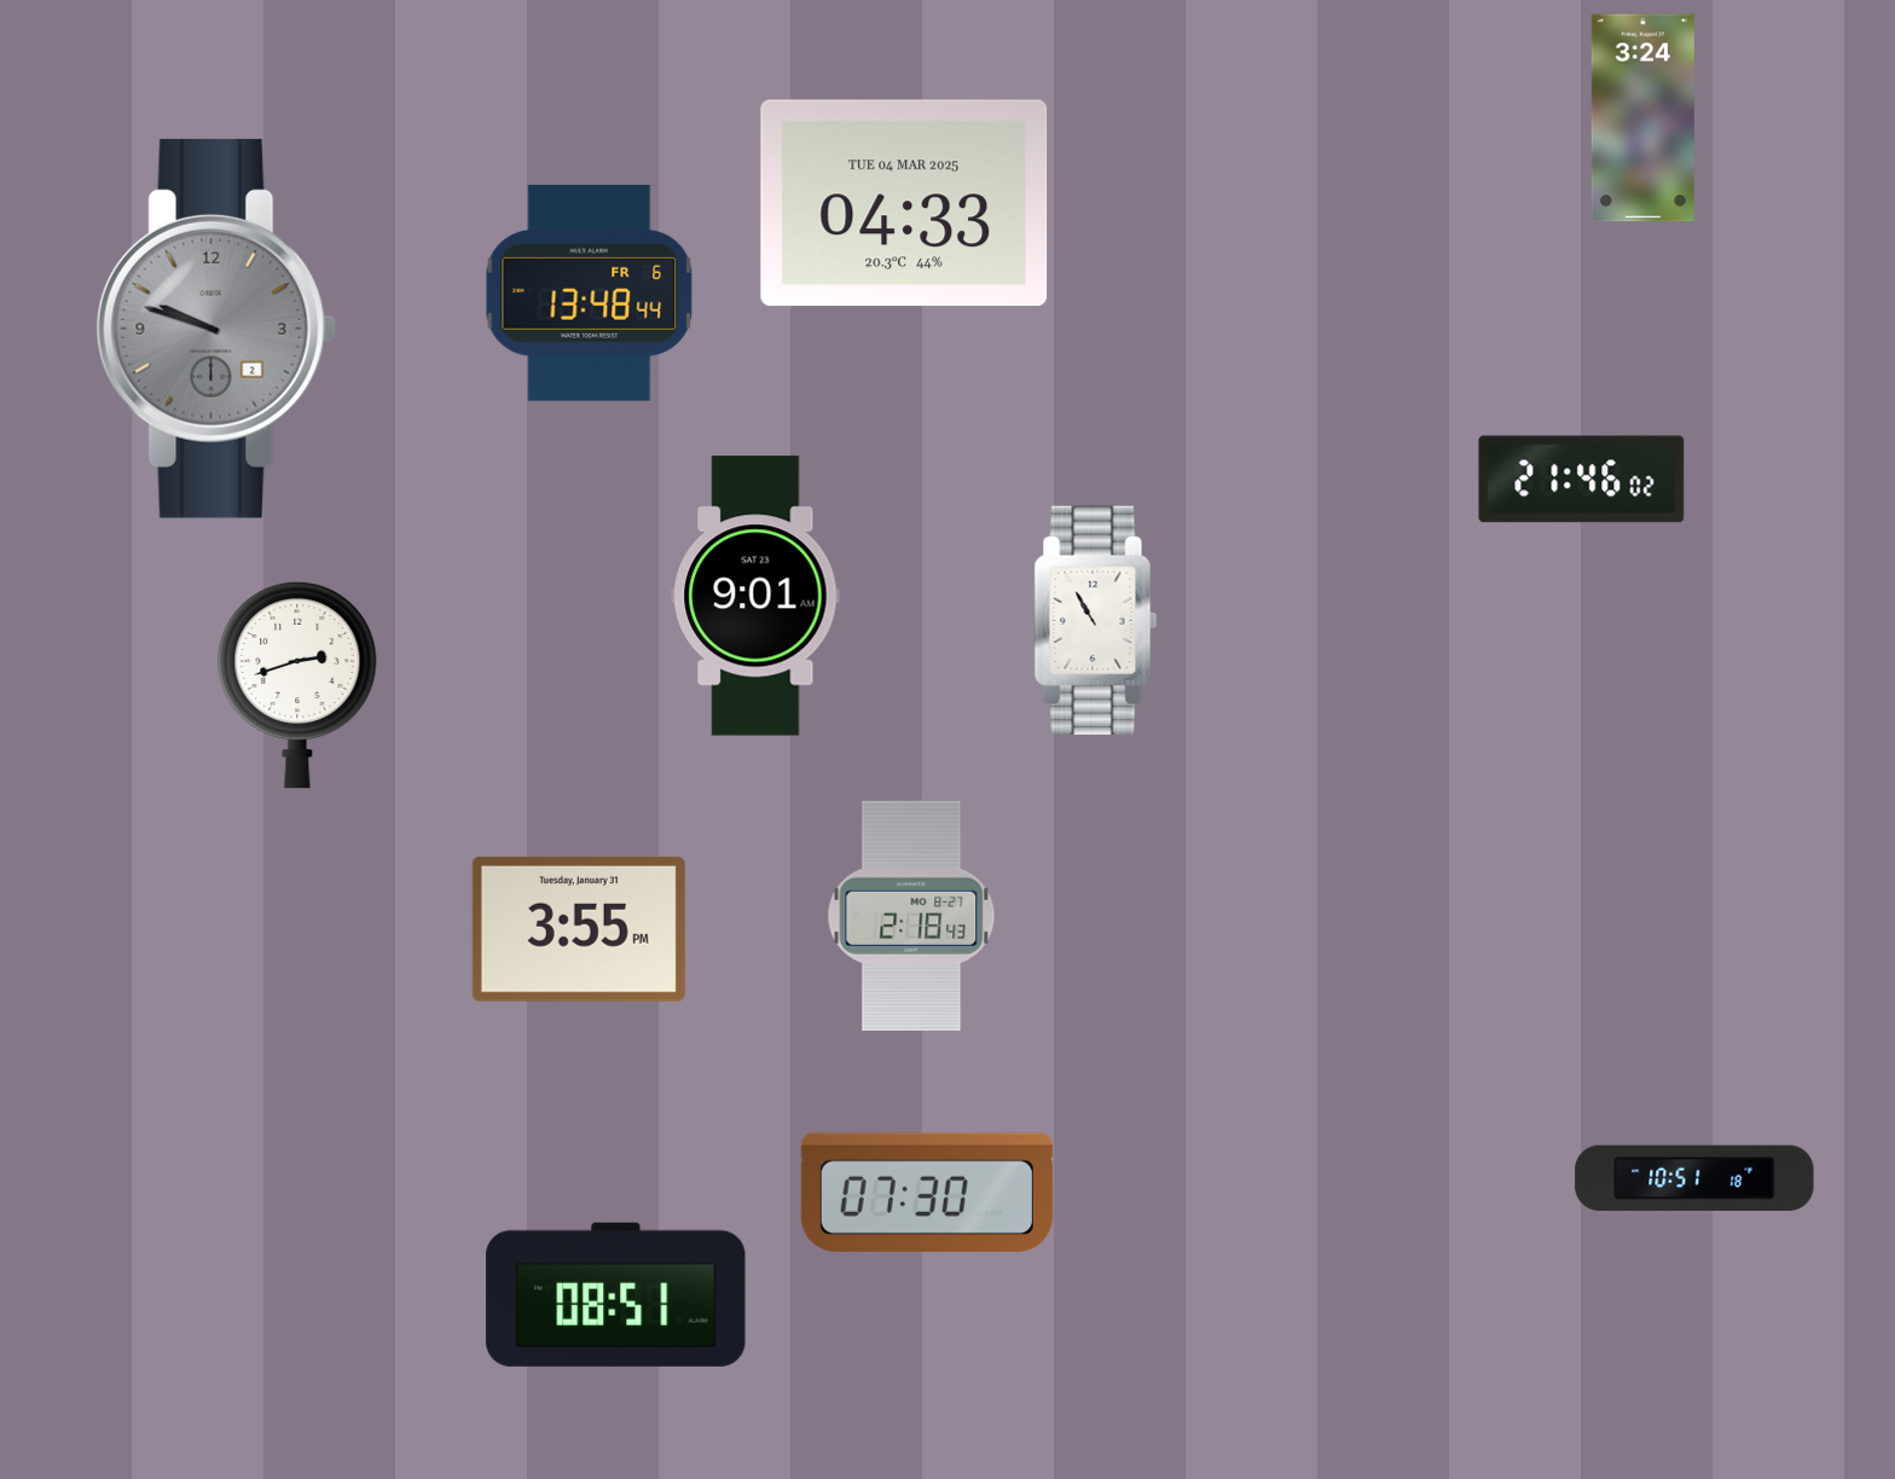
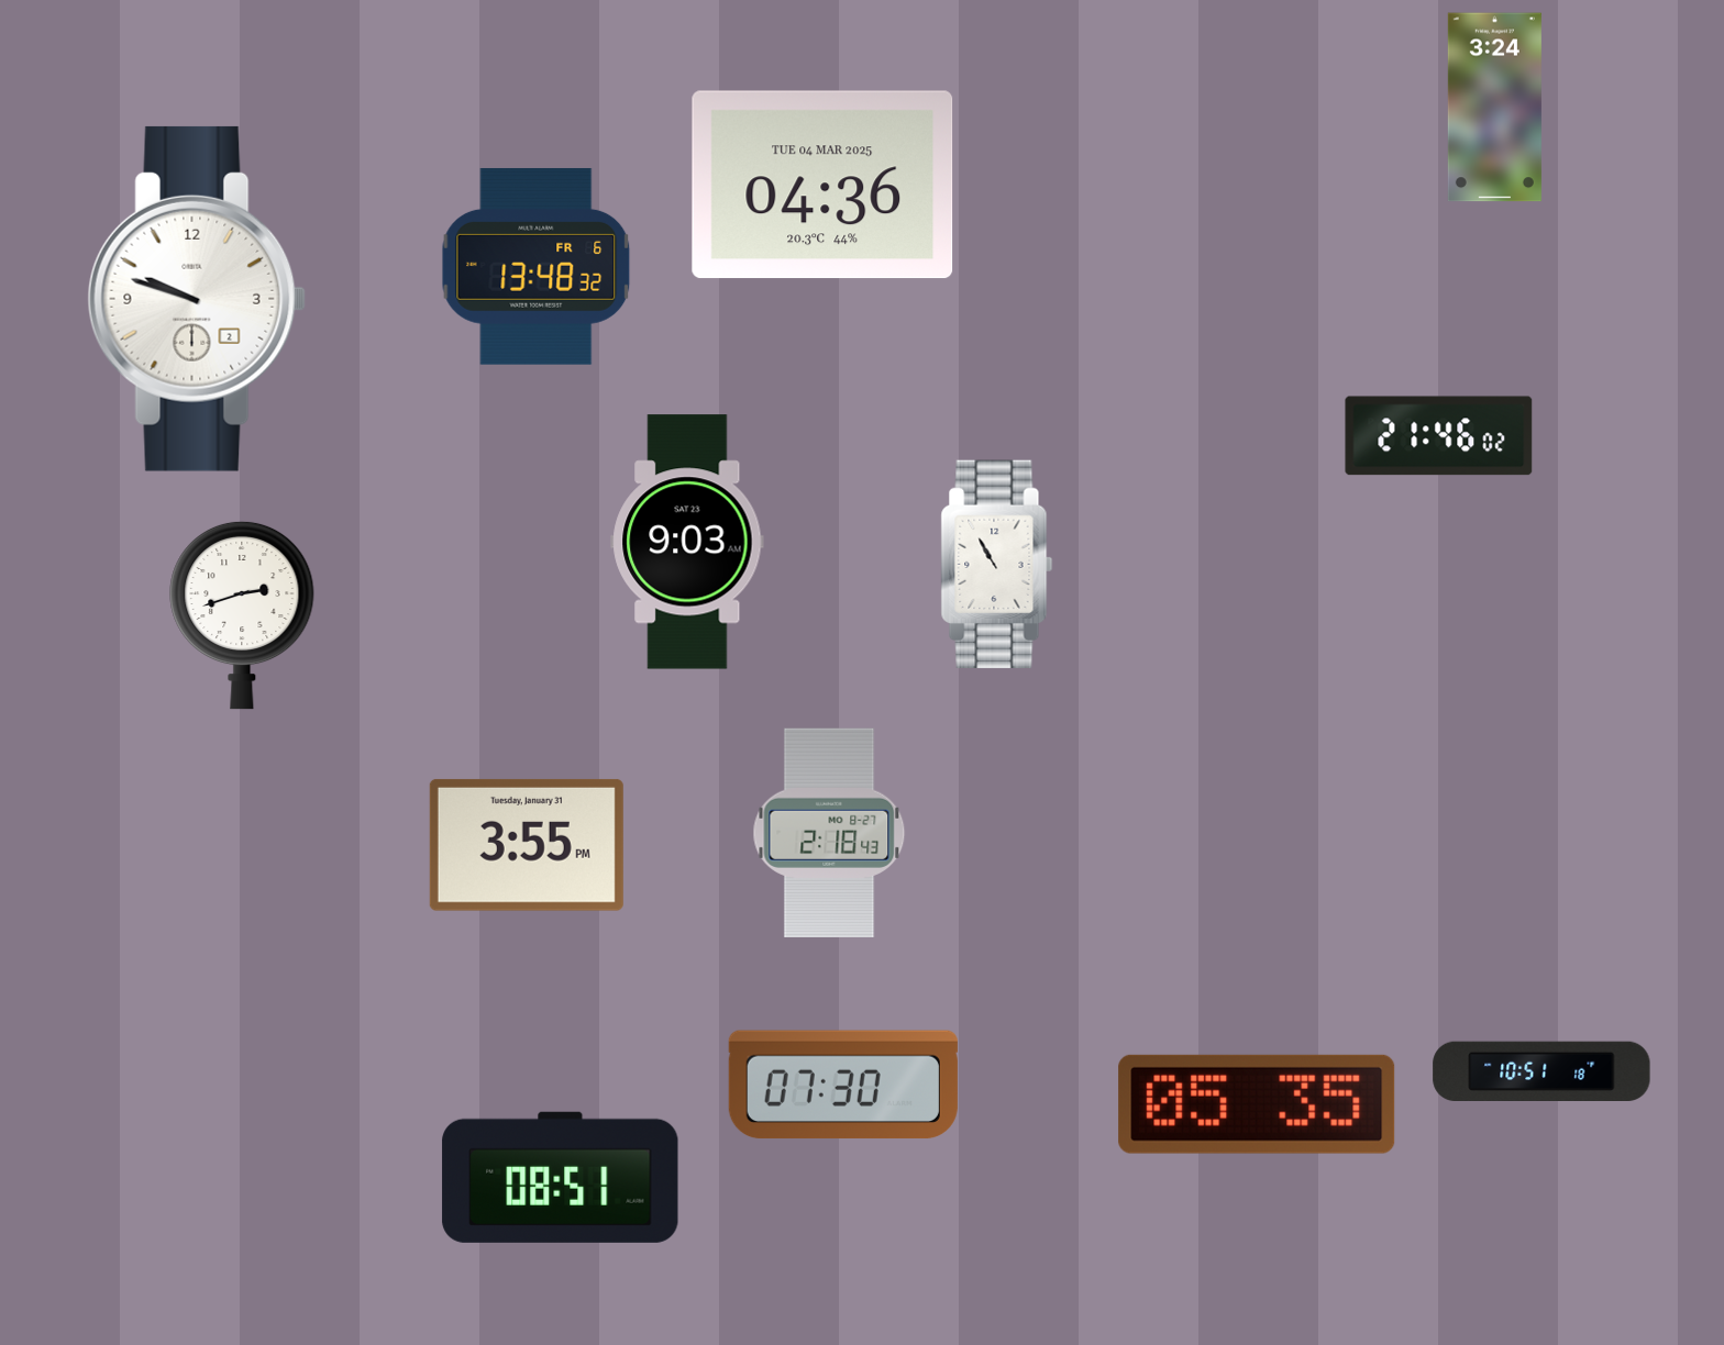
clock at (904, 203): 04:33 -> 04:36
clock at (590, 292): 13:48:44 -> 13:48:32
clock at (216, 329) dial: grey -> white
clock at (755, 596): 9:01 -> 9:03
clock at (297, 685) position: (297, 685) -> (242, 615)
clock at (1257, 1104): none -> 05:35
